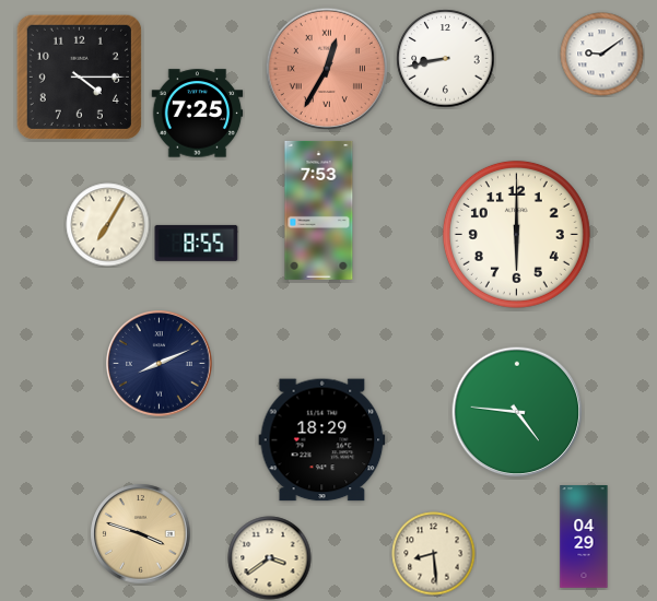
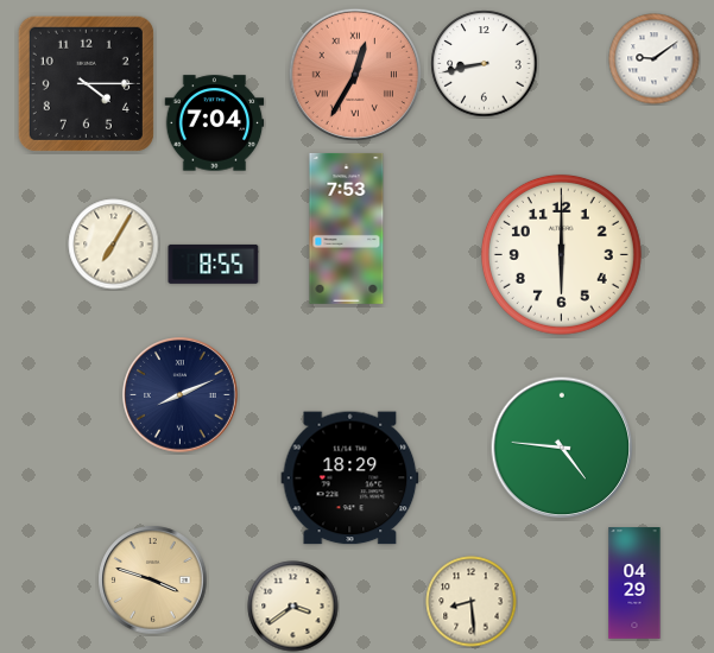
clock at (198, 114): 7:25 -> 7:04
clock at (108, 225) position: (108, 225) -> (114, 245)
clock at (160, 364) position: (160, 364) -> (181, 395)
